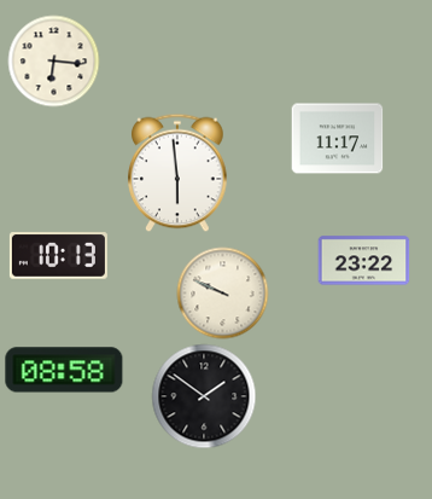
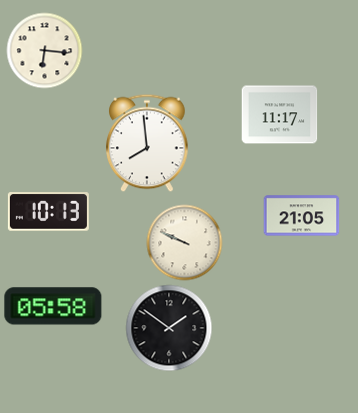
clock at (177, 173): 5:59 -> 7:59
clock at (364, 261): 23:22 -> 21:05
clock at (64, 370): 08:58 -> 05:58
